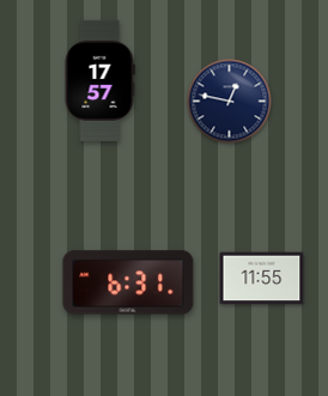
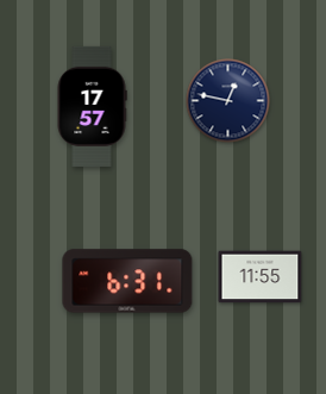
clock at (99, 80) position: (99, 80) -> (92, 106)
